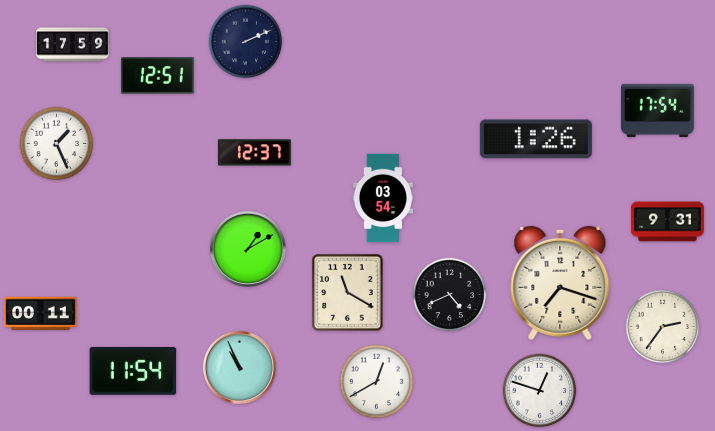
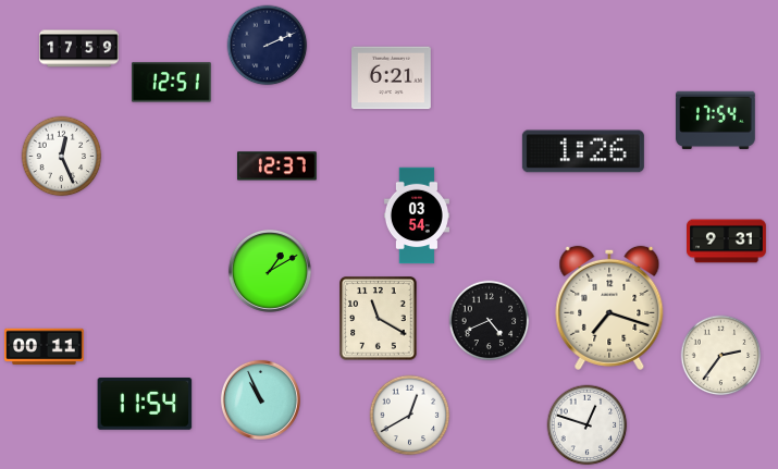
clock at (392, 78): none -> 6:21
clock at (57, 144): 1:26 -> 12:26
clock at (41, 313) position: (41, 313) -> (45, 346)
